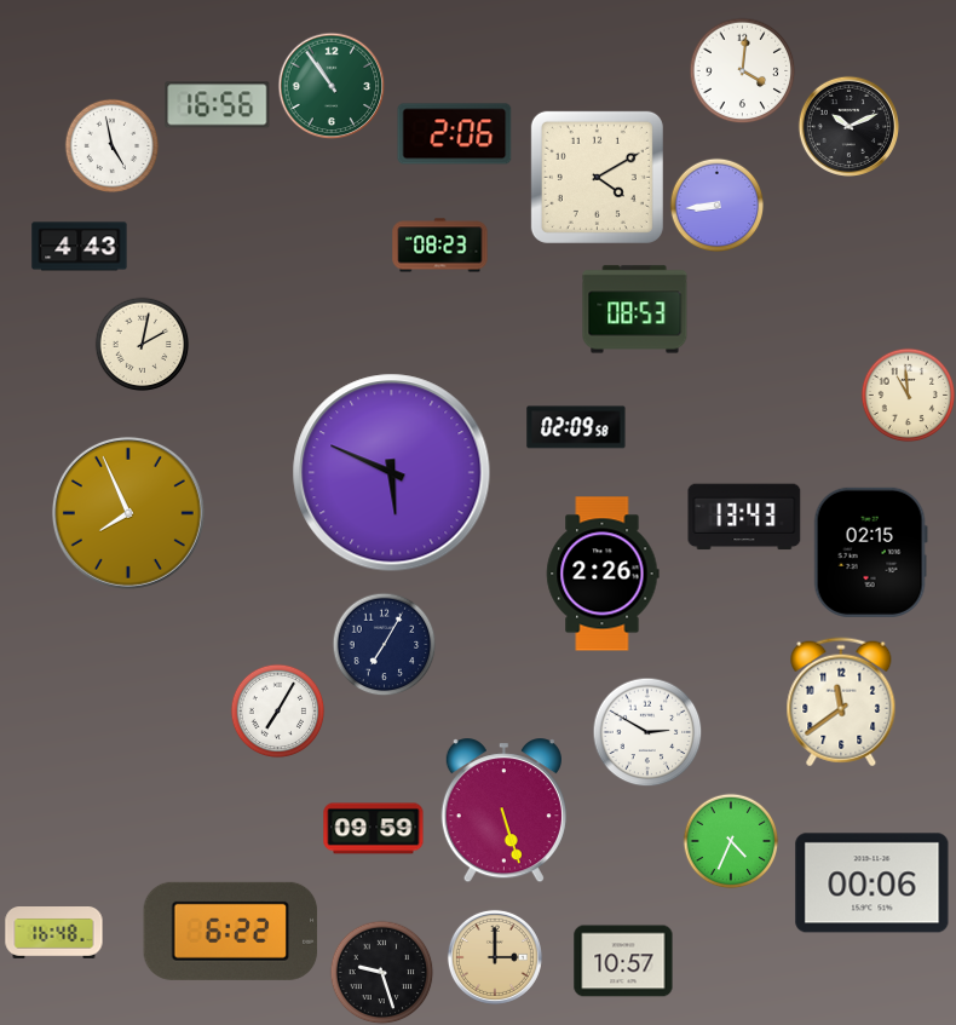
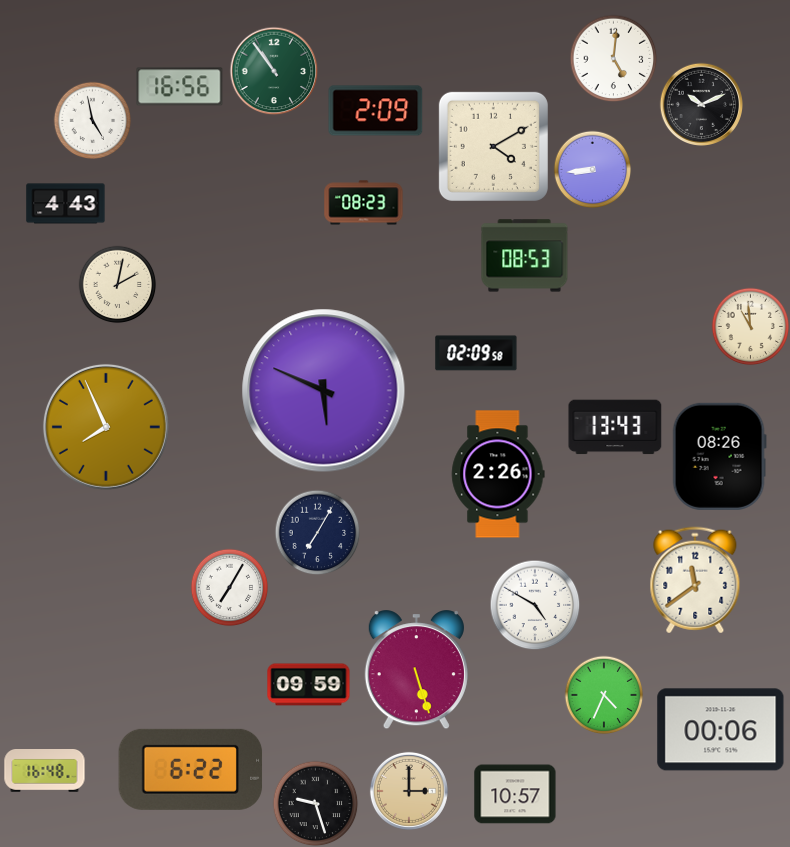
clock at (742, 70): 4:01 -> 5:01
clock at (455, 134): 2:06 -> 2:09
clock at (128, 513) position: (128, 513) -> (106, 427)
clock at (870, 552): 02:15 -> 08:26
clock at (647, 732): 2:50 -> 4:50
